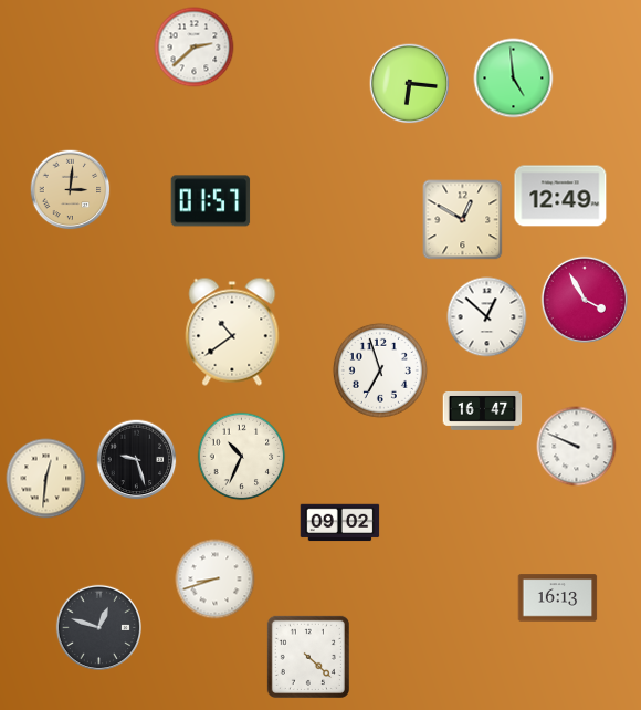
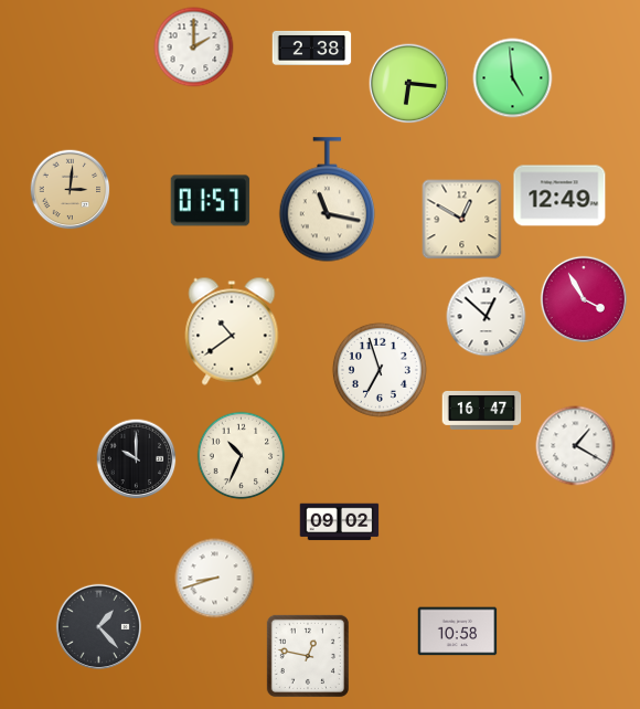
clock at (195, 48): 2:38 -> 2:00
clock at (312, 47): none -> 2:38
clock at (327, 200): none -> 11:17
clock at (577, 447): 9:49 -> 1:20
clock at (137, 460): 9:27 -> 10:00
clock at (46, 479): 12:31 -> none
clock at (558, 598): 16:13 -> none
clock at (98, 627): 12:48 -> 1:23
clock at (458, 632): none -> 10:58
clock at (308, 657): 4:22 -> 12:47
